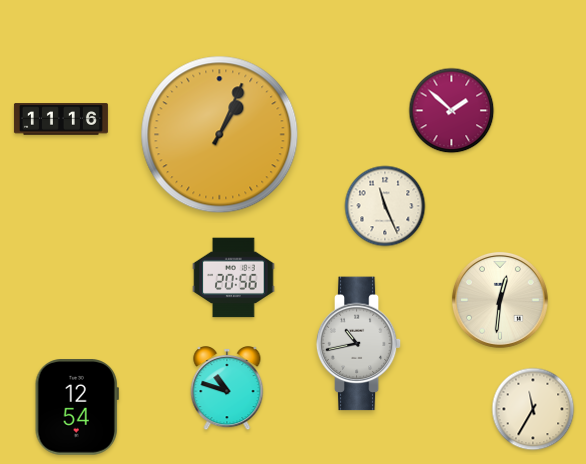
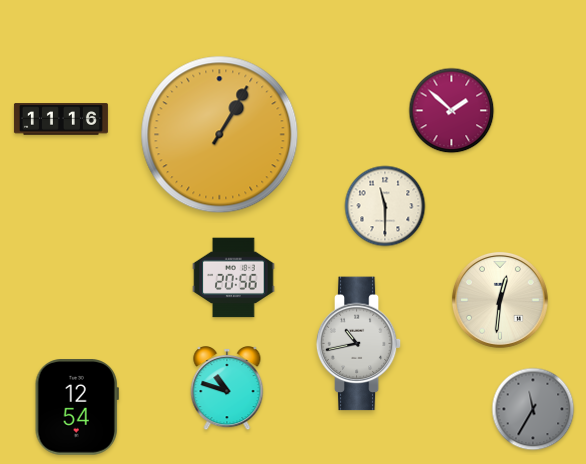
clock at (220, 135): 1:04 -> 1:05
clock at (385, 206): 11:26 -> 11:30
clock at (533, 409) dial: cream -> grey
